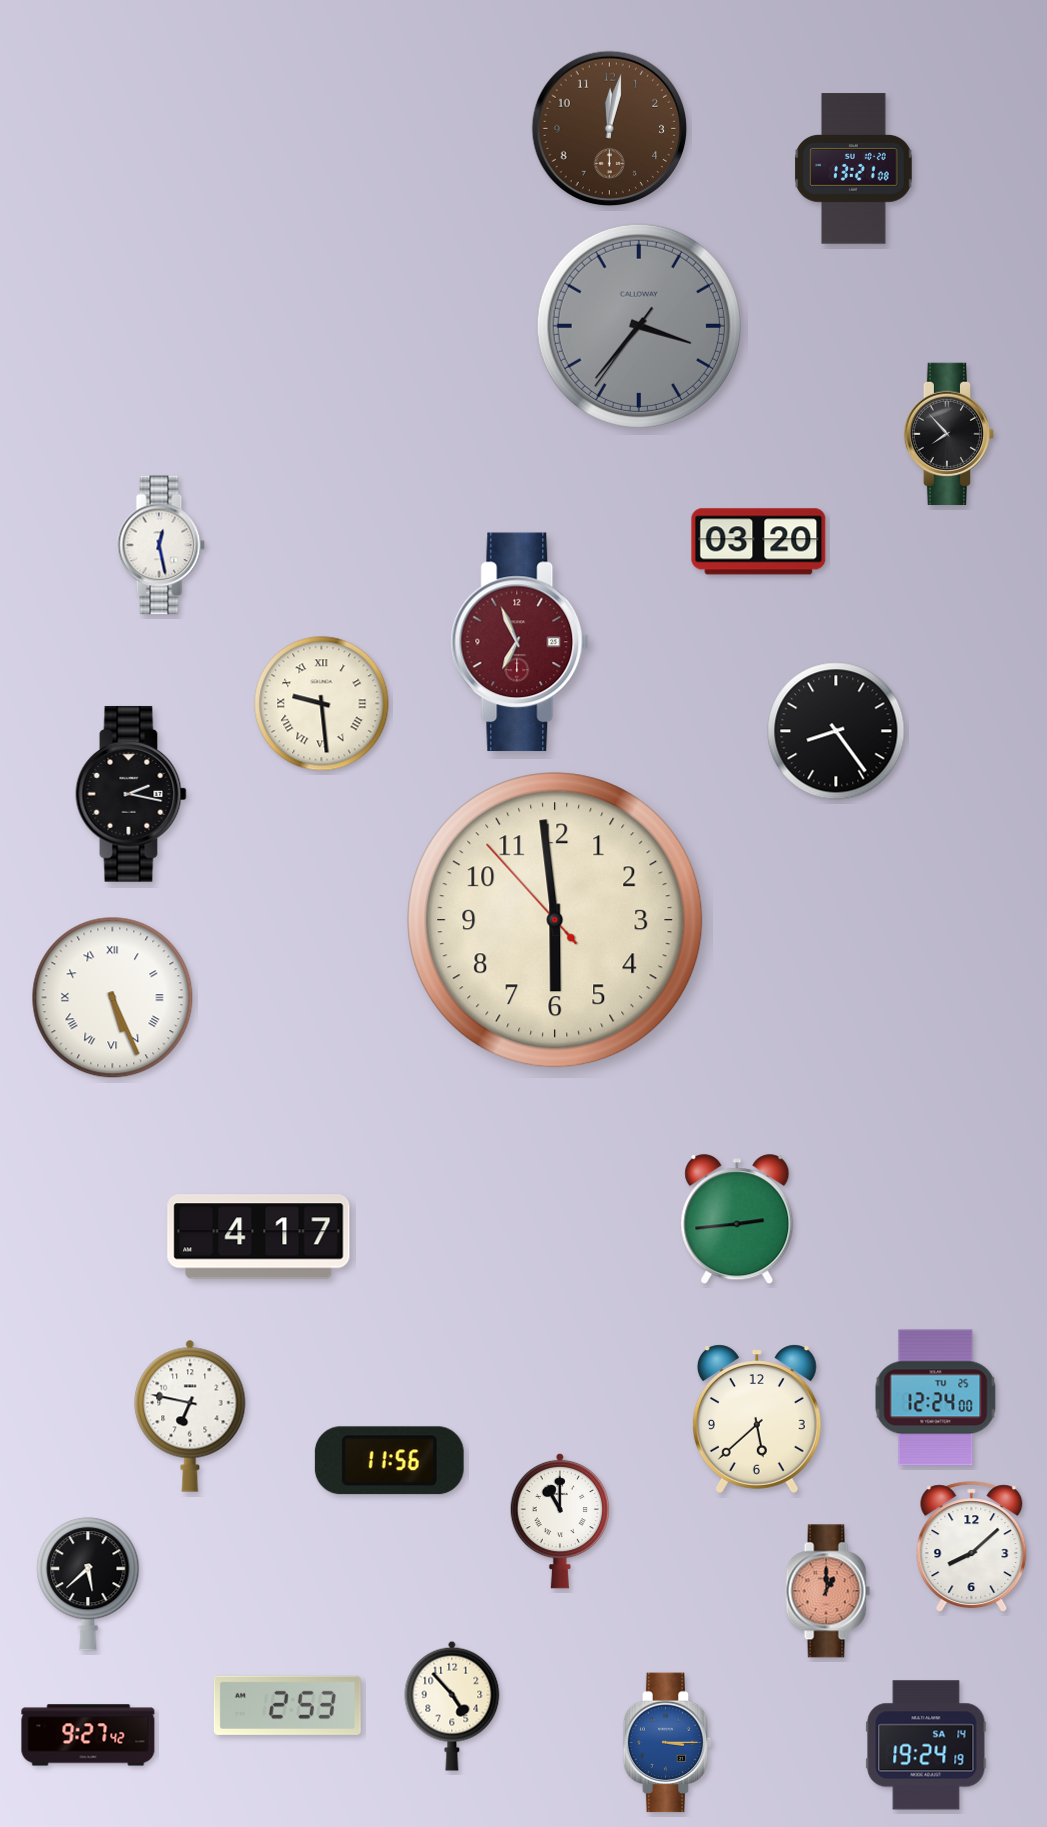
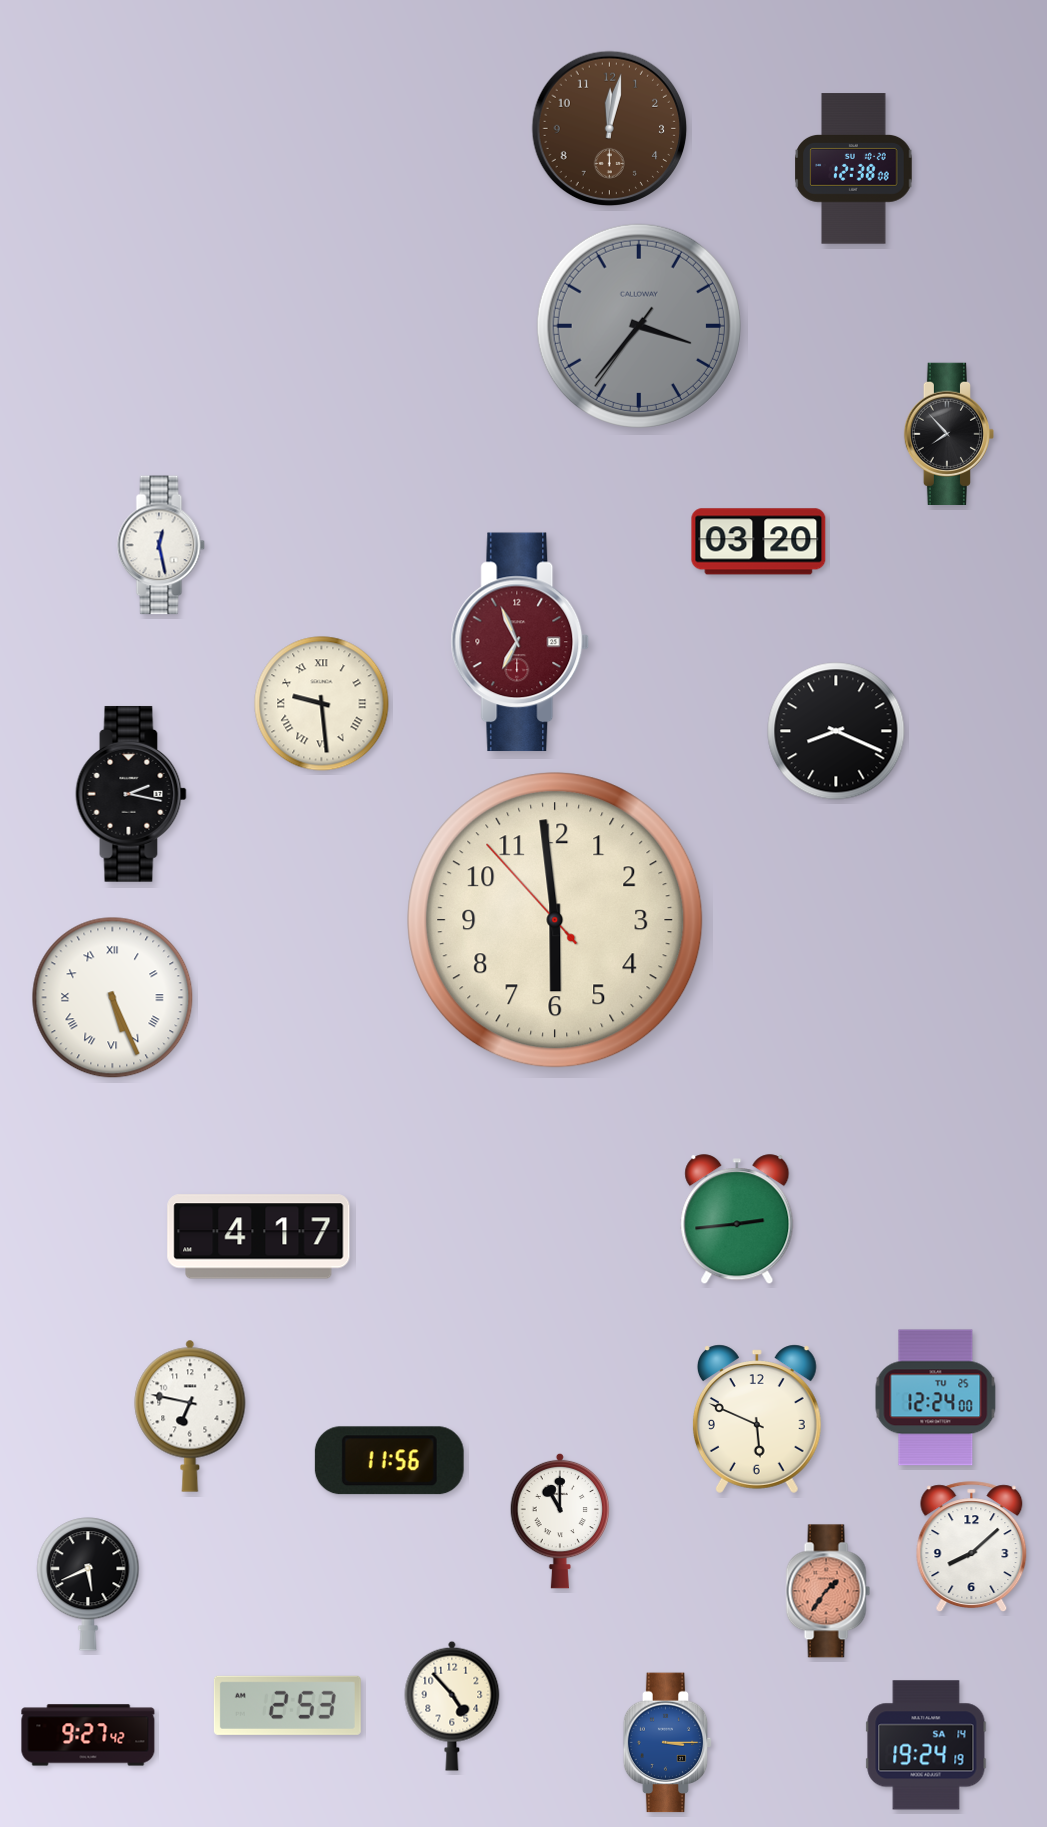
clock at (854, 169): 13:21 -> 12:38
clock at (836, 731): 8:24 -> 8:19
clock at (757, 1419): 5:38 -> 5:49
clock at (88, 1584): 5:38 -> 5:41
clock at (828, 1591): 1:00 -> 1:36
